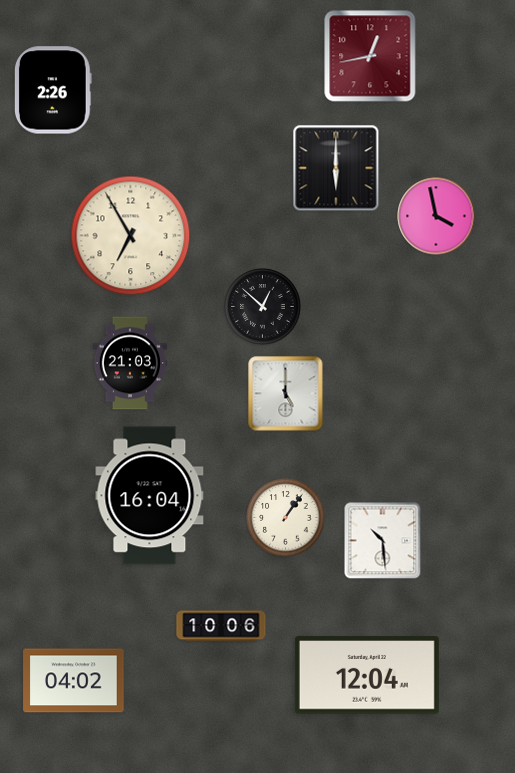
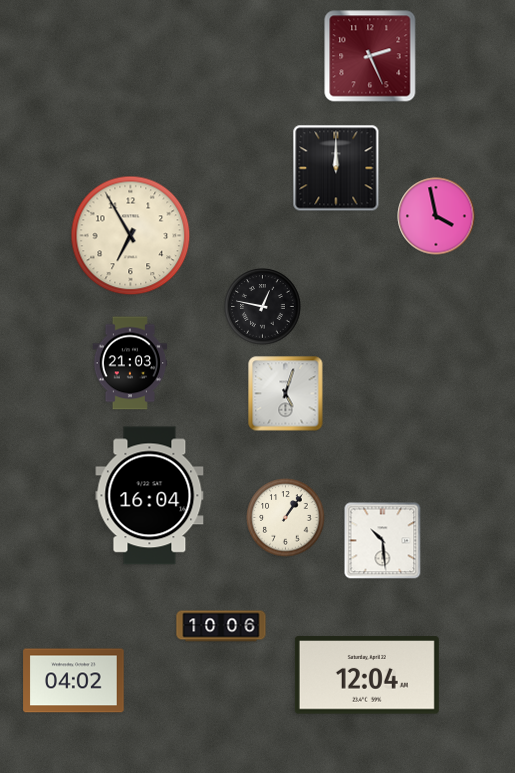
clock at (370, 56): 12:43 -> 2:26
clock at (53, 90): 2:26 -> none
clock at (336, 168): 6:00 -> 12:00
clock at (263, 307): 12:52 -> 12:47
clock at (286, 394): 5:00 -> 5:03
